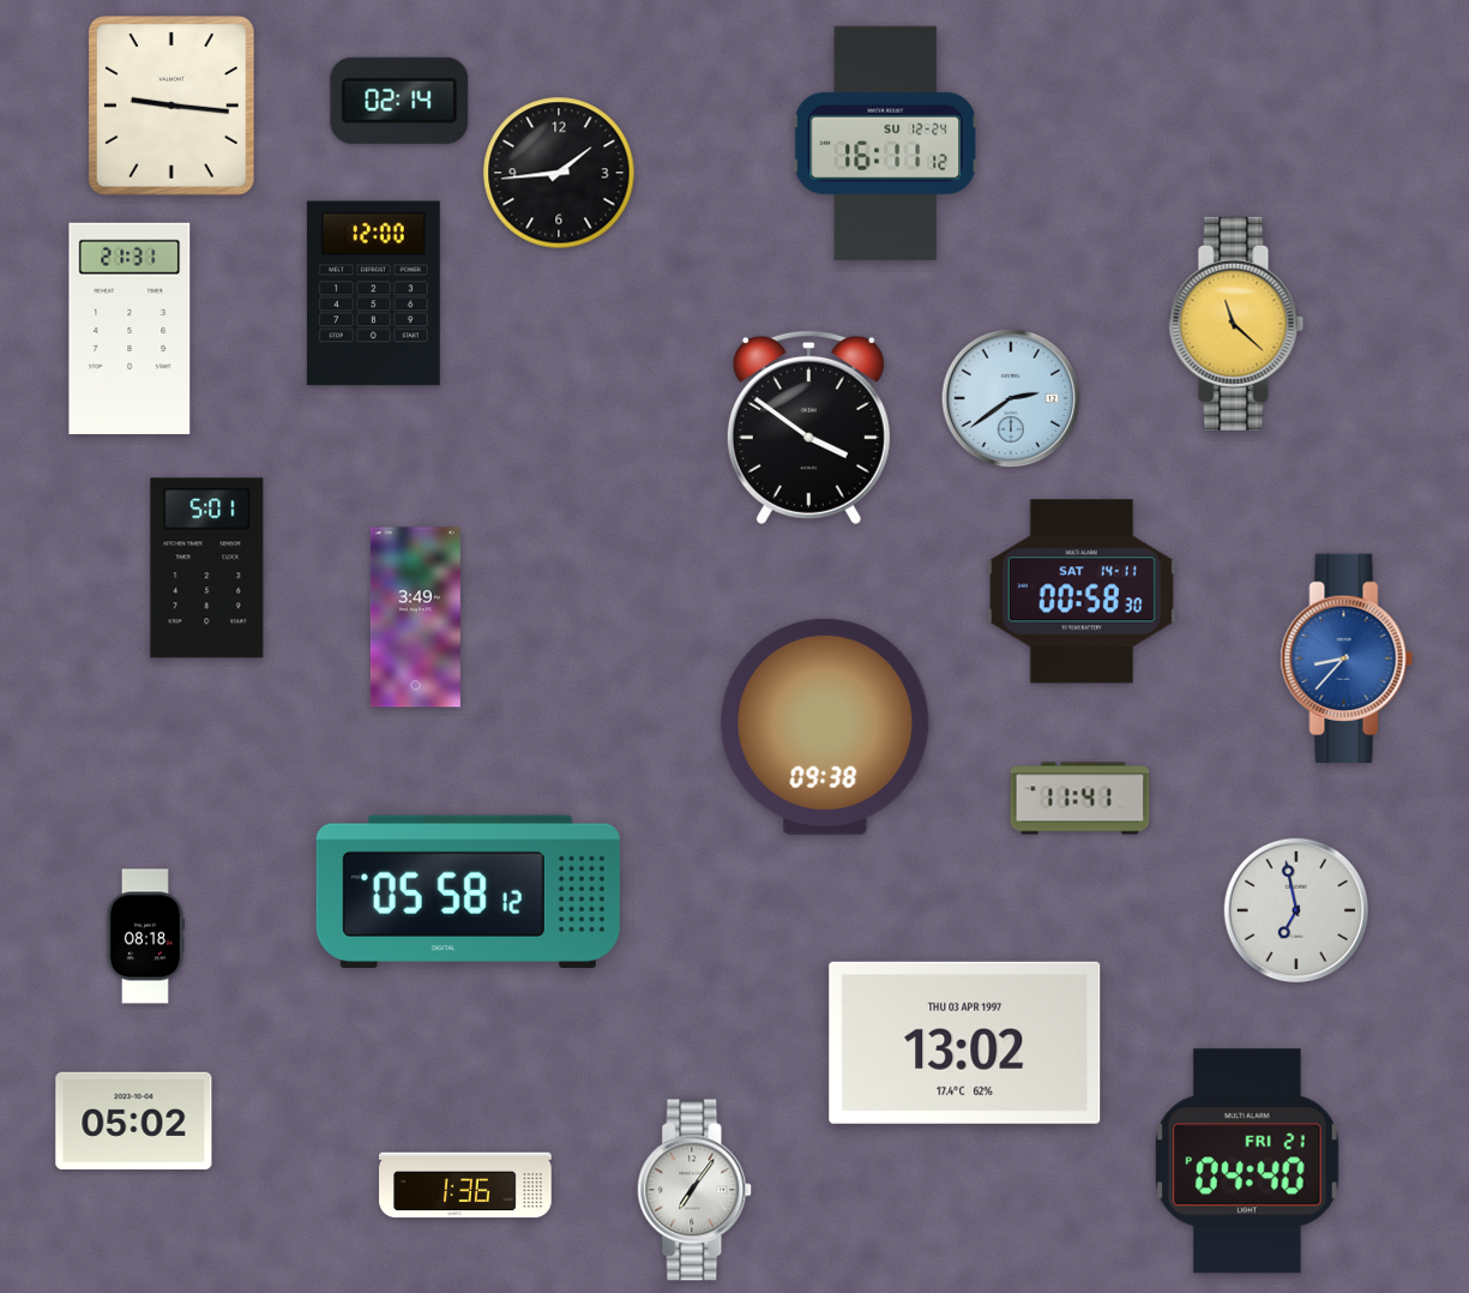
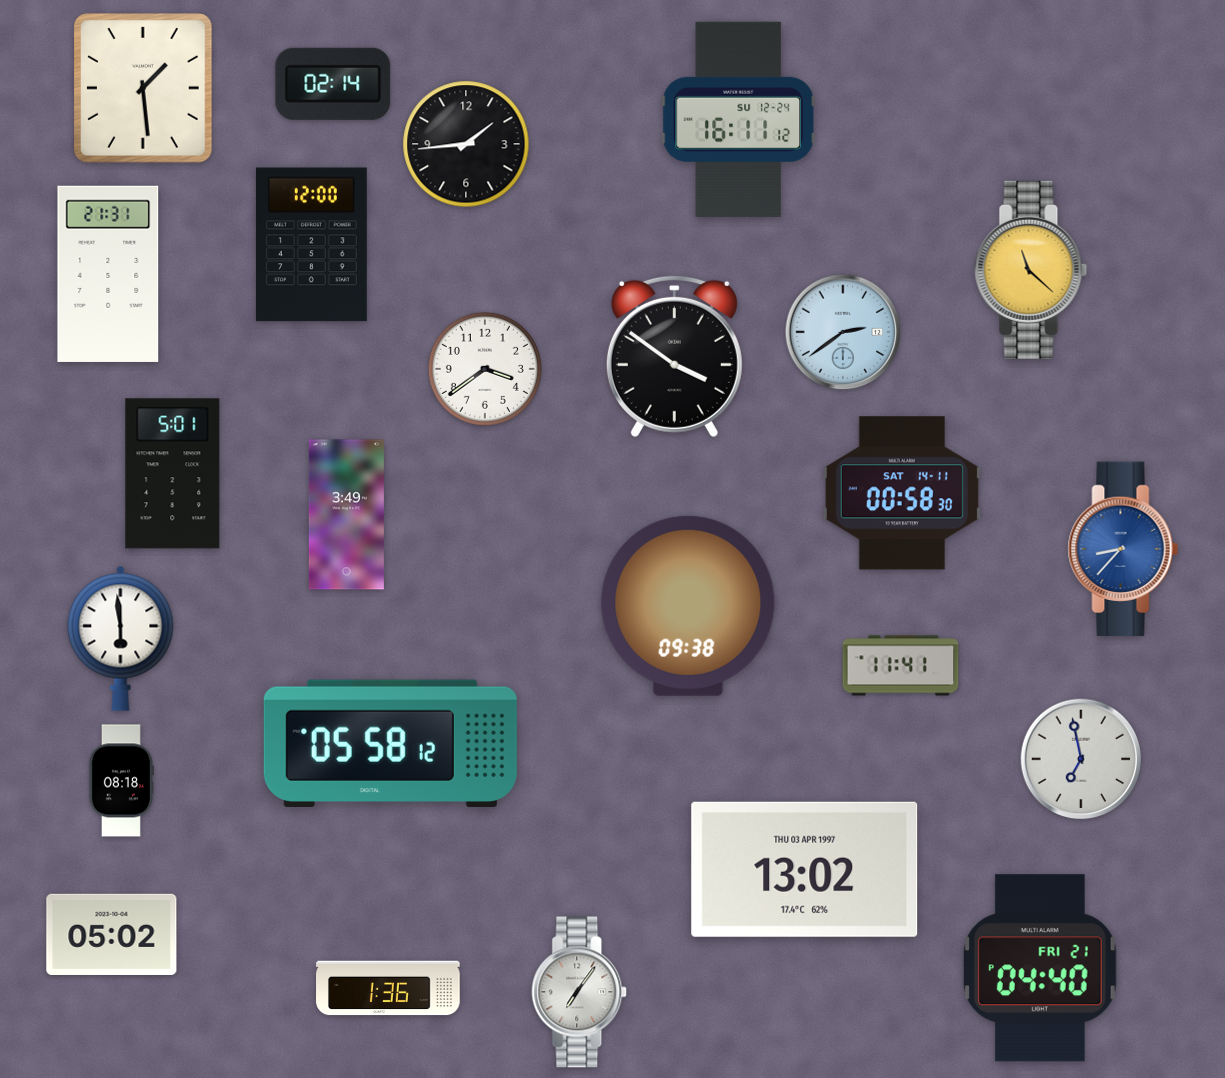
clock at (173, 106): 9:16 -> 1:29
clock at (485, 369): none -> 3:39
clock at (121, 638): none -> 5:59
